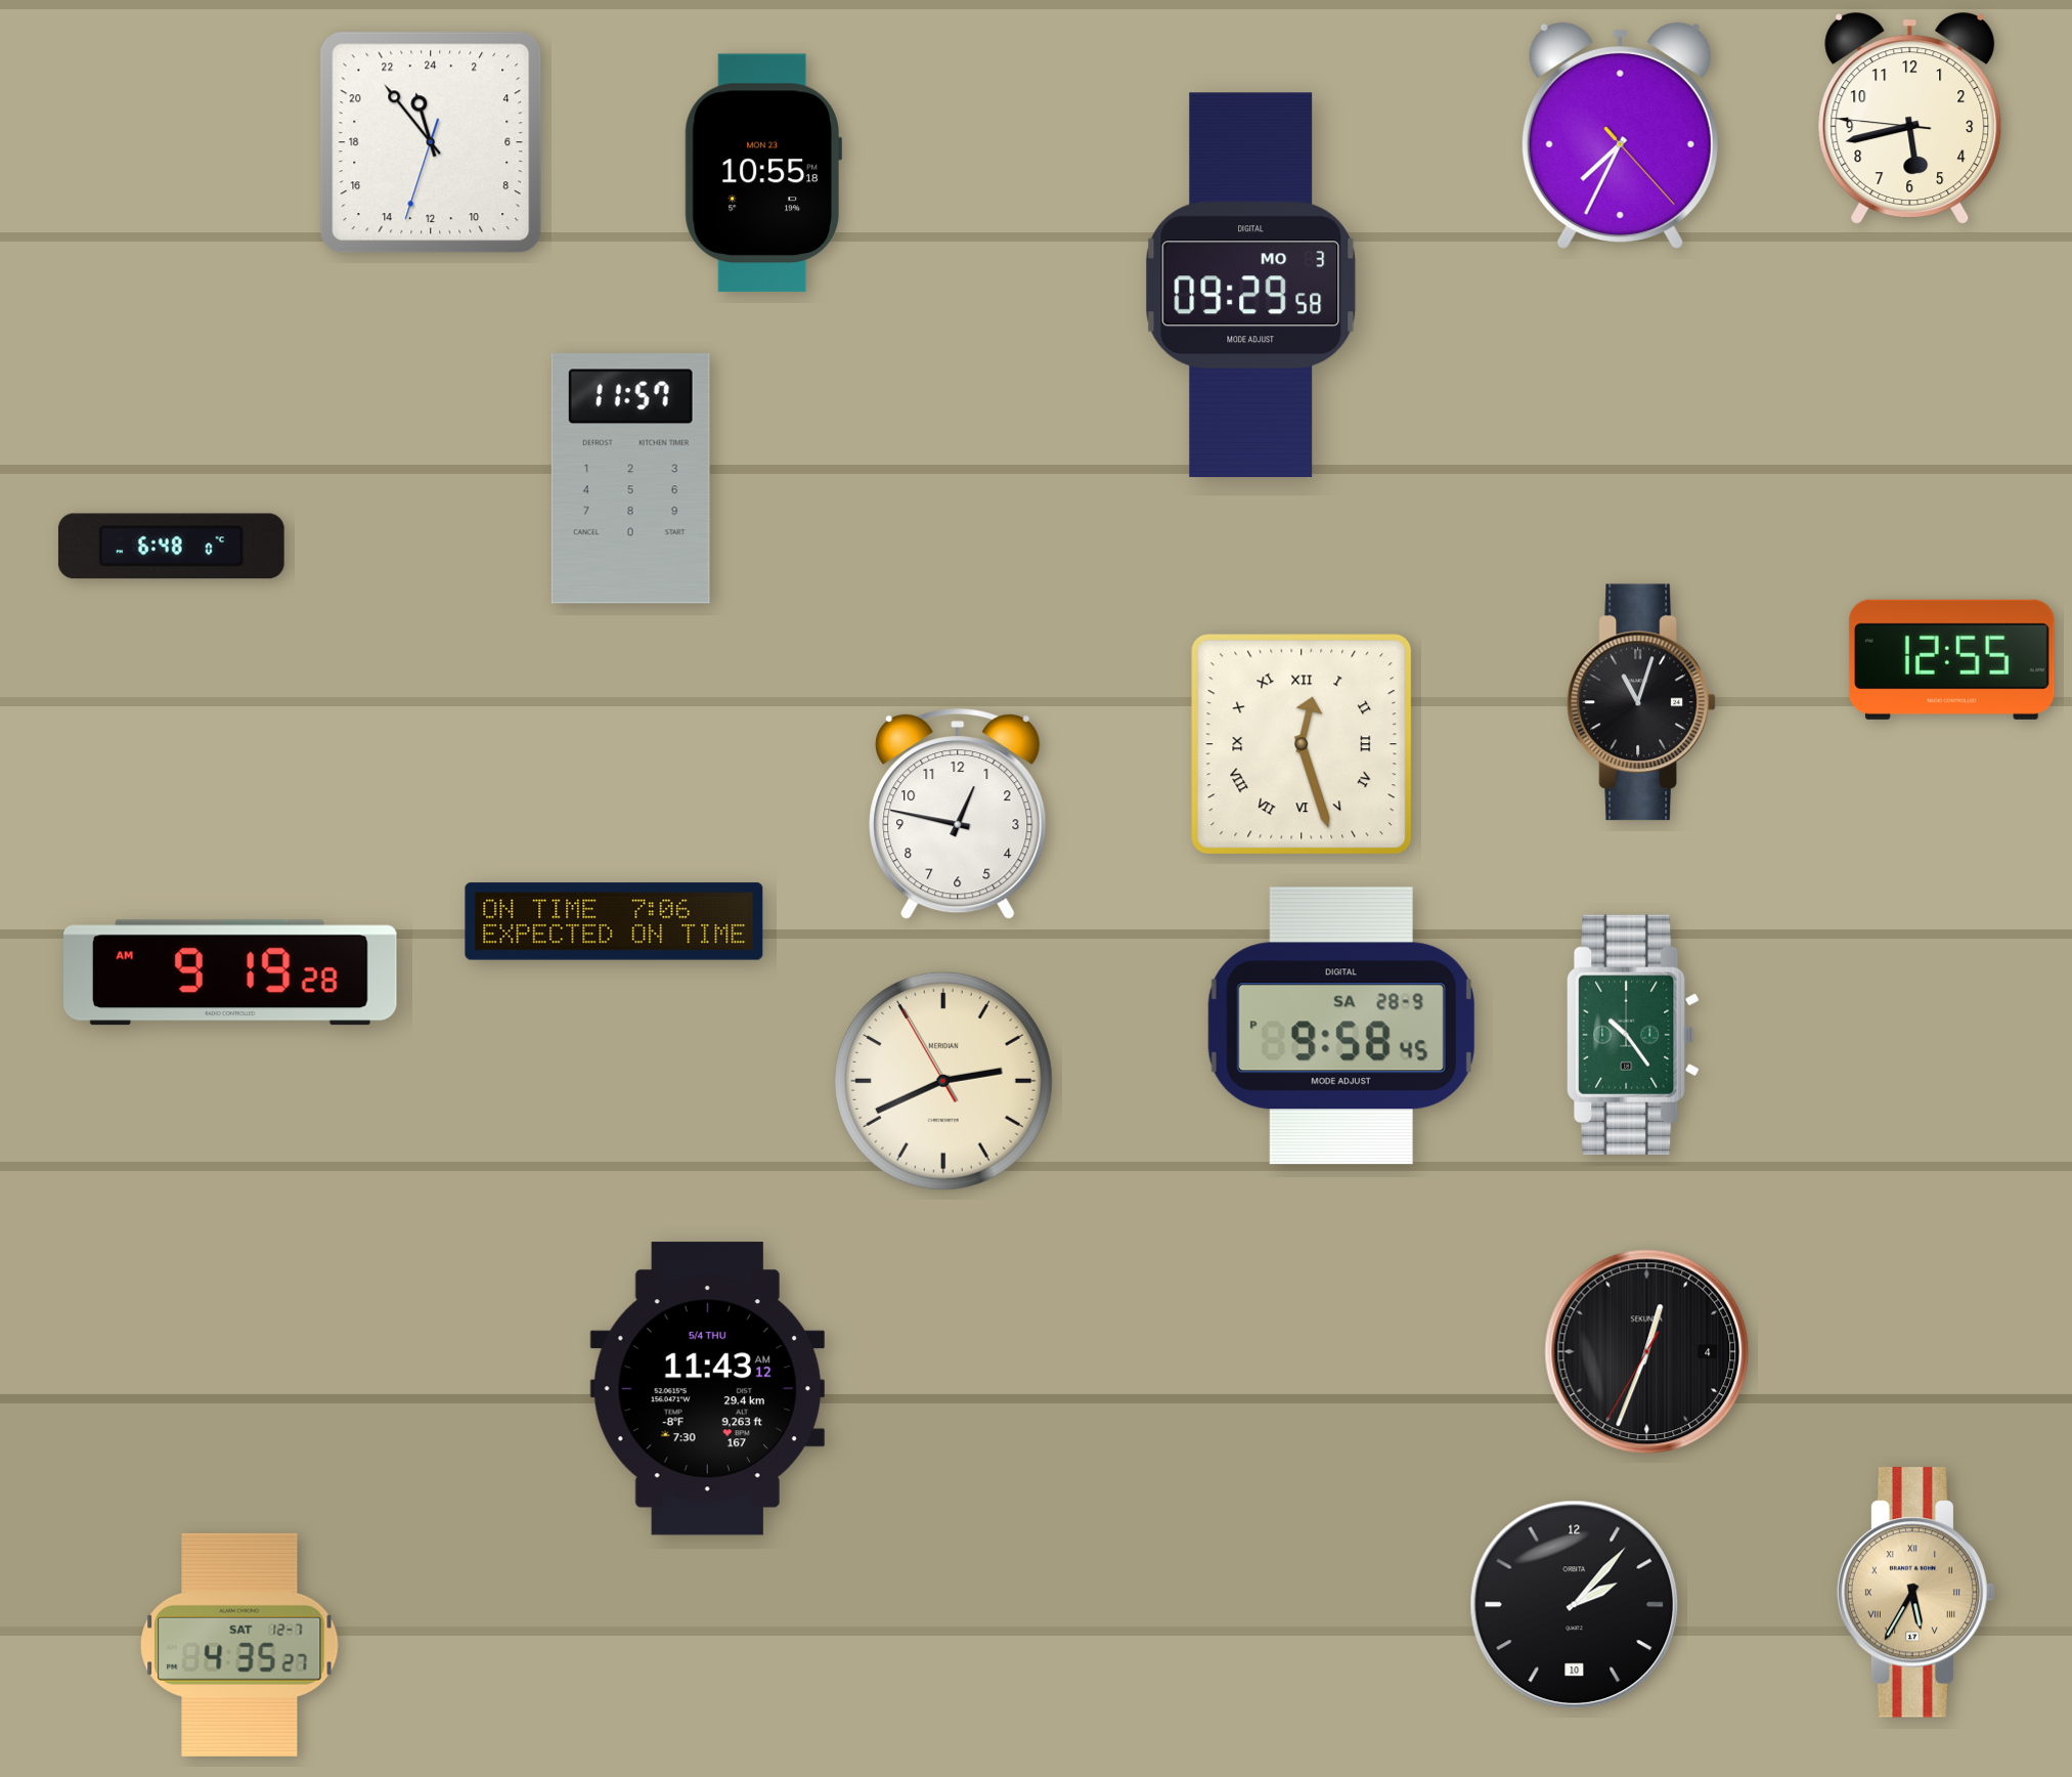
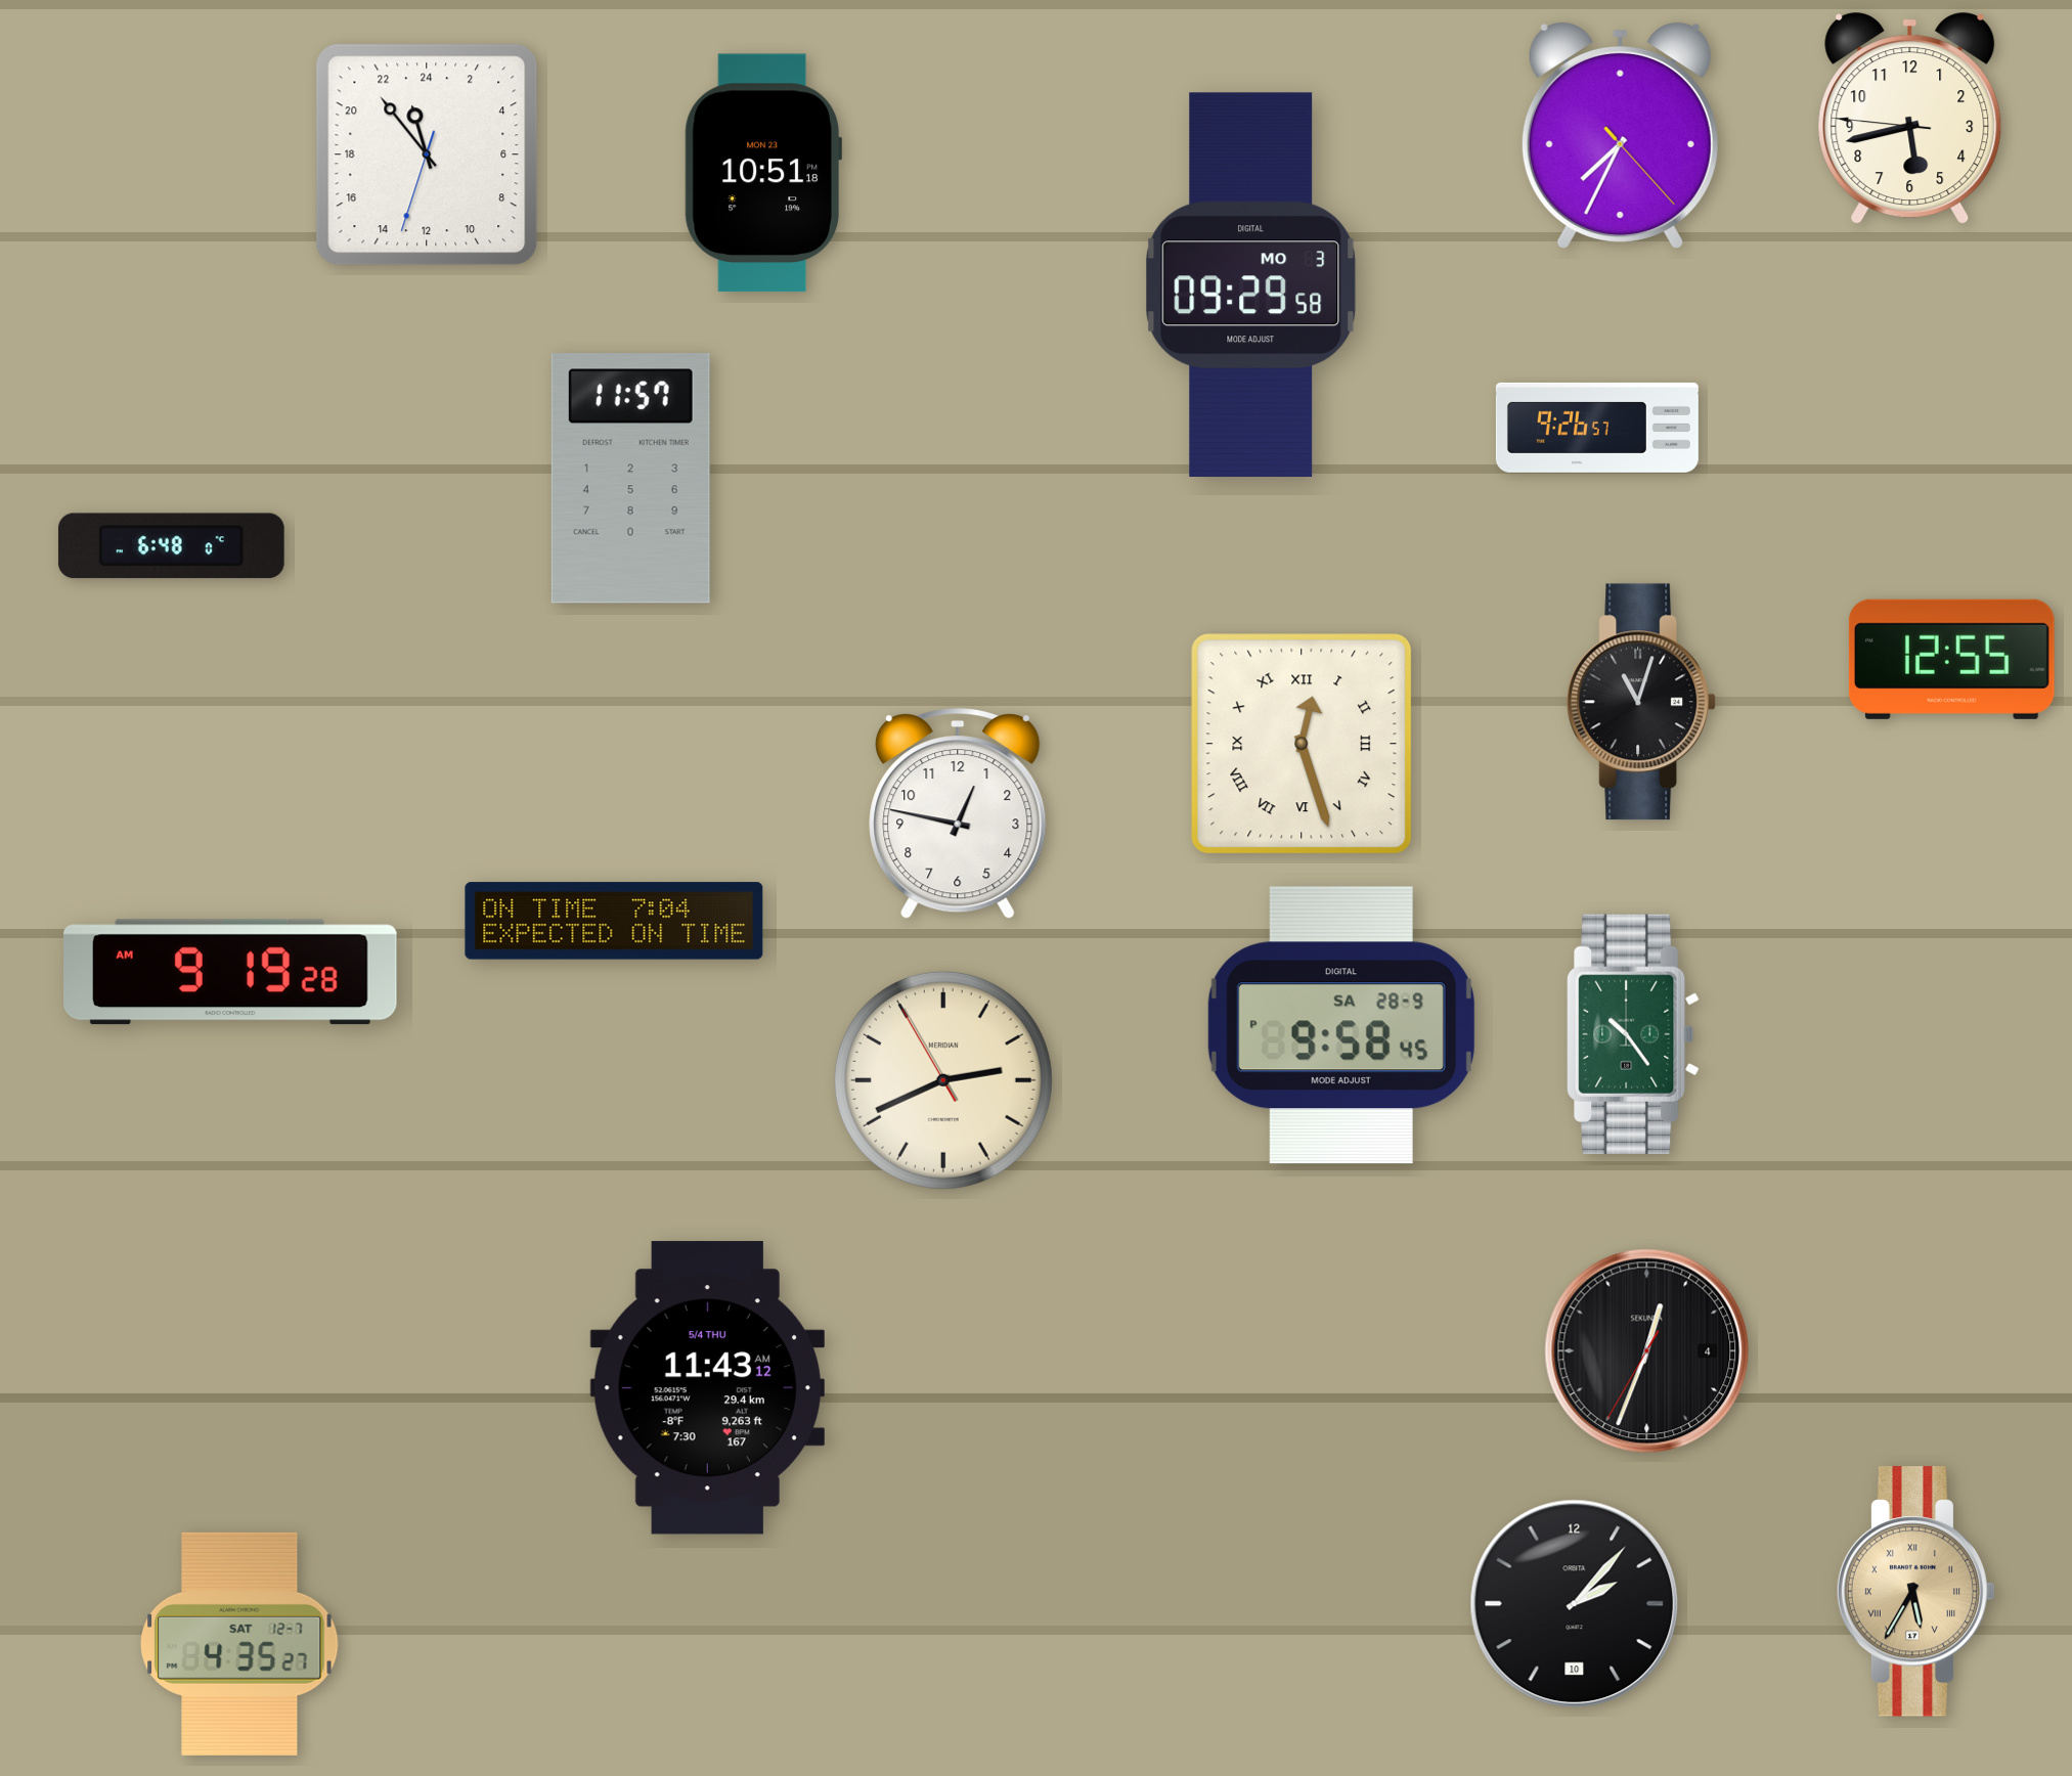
clock at (431, 142) position: (431, 142) -> (427, 154)
clock at (762, 173): 10:55 -> 10:51
clock at (1597, 428): none -> 9:26
clock at (614, 921): 7:06 -> 7:04
